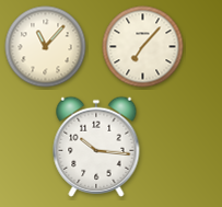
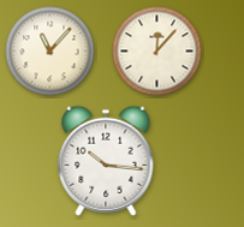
clock at (143, 47): 7:07 -> 12:07
